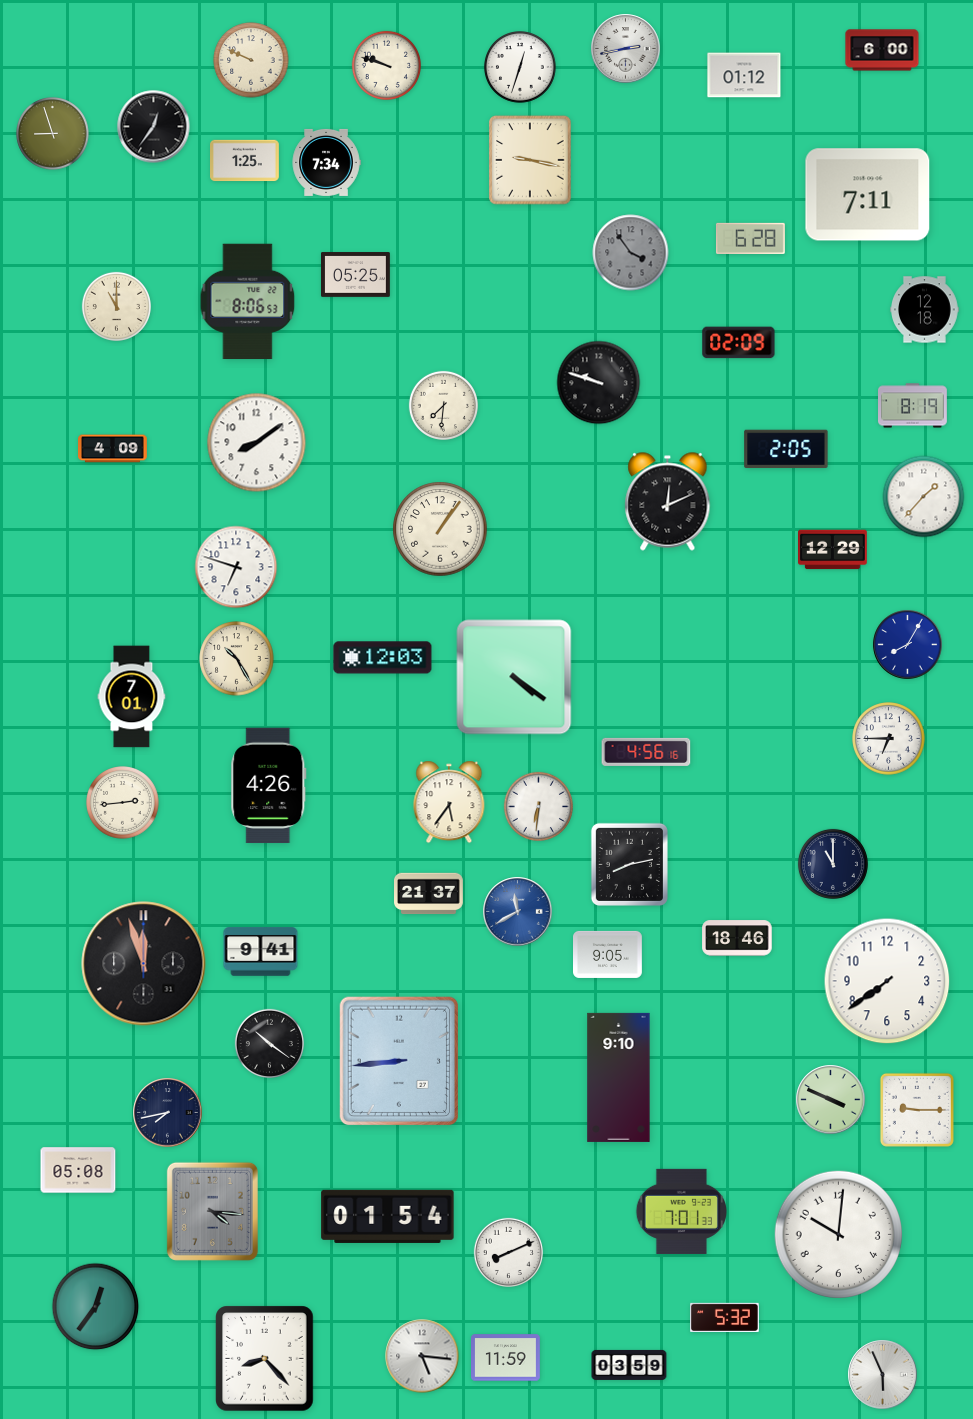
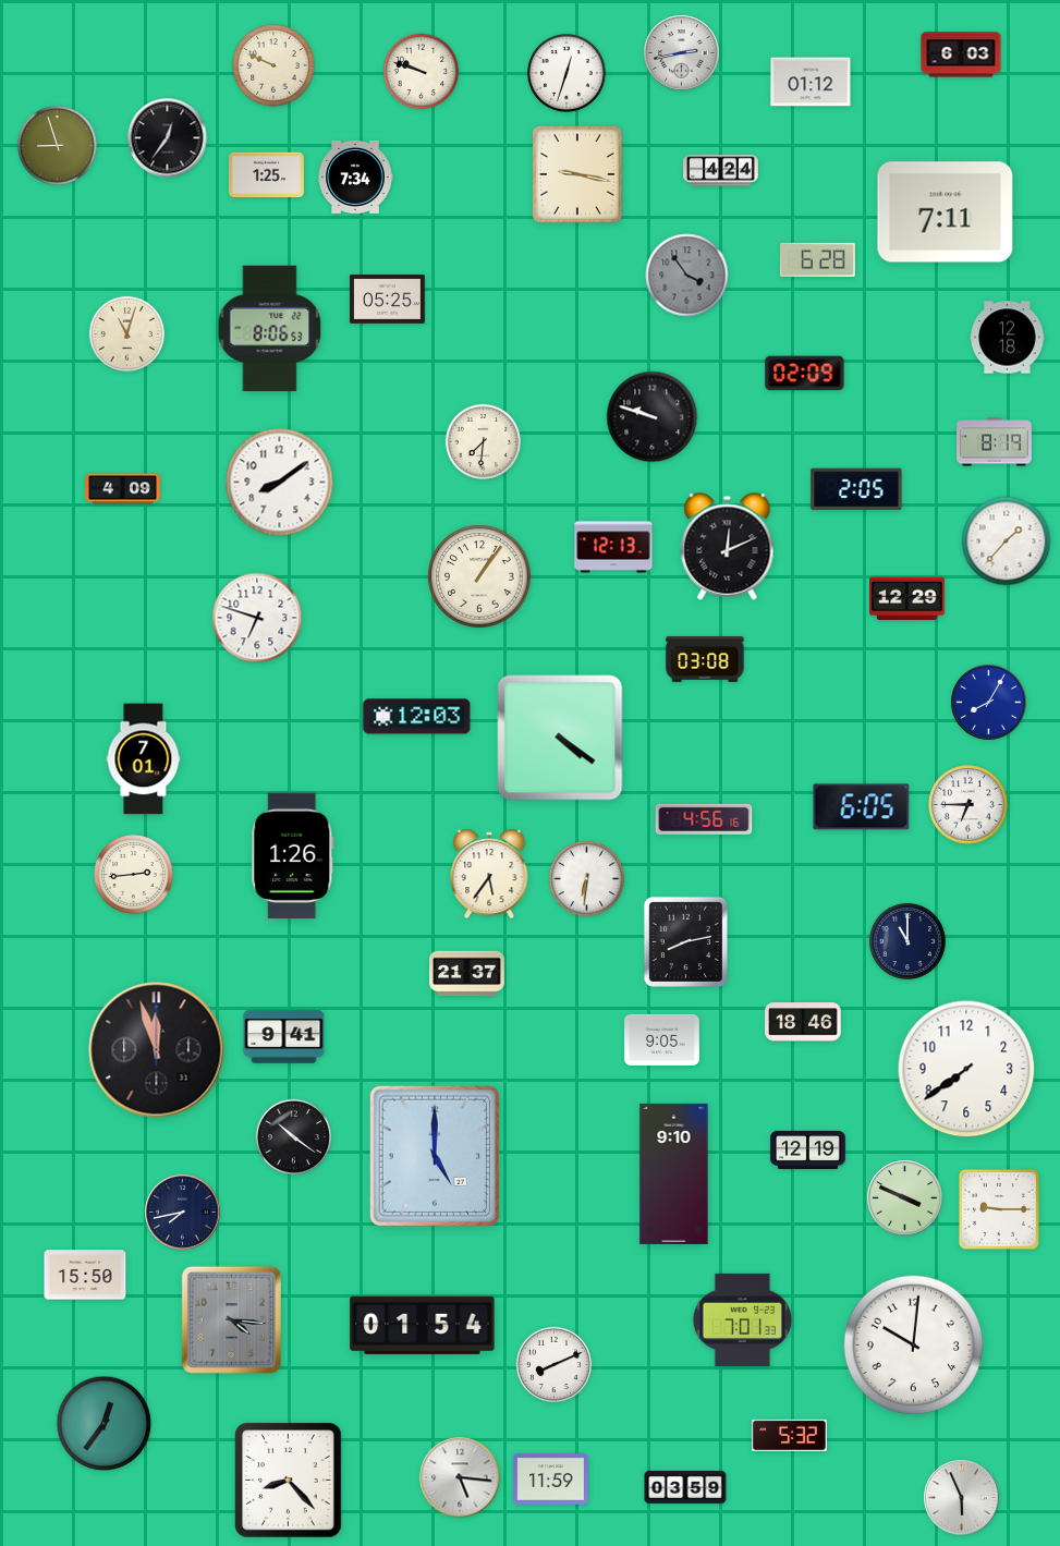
clock at (882, 50): 6:00 -> 6:03
clock at (721, 171): none -> 4:24
clock at (116, 306): 11:00 -> 11:03
clock at (613, 547): none -> 12:13
clock at (705, 659): none -> 03:08
clock at (237, 659): 10:25 -> none
clock at (862, 807): none -> 6:05
clock at (269, 786): 4:26 -> 1:26
clock at (518, 912): 11:40 -> none
clock at (808, 1149): none -> 12:19
clock at (398, 1061): 8:44 -> 5:00
clock at (78, 1170): 05:08 -> 15:50
